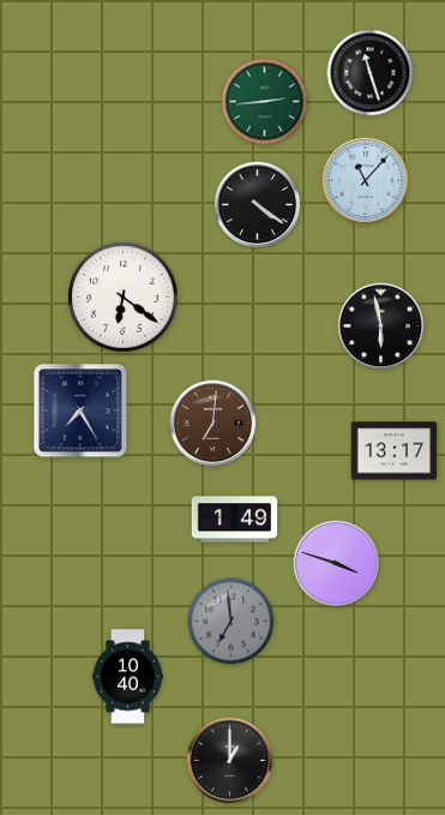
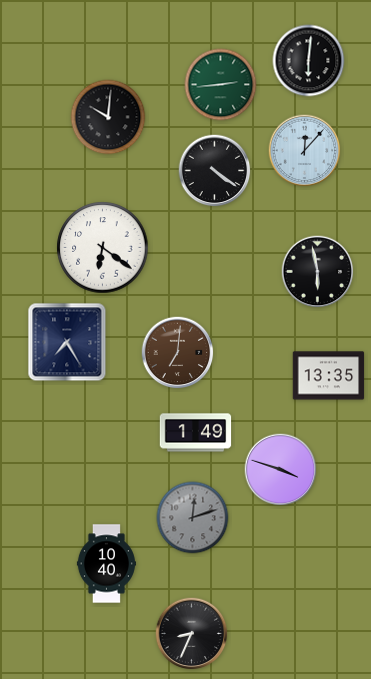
clock at (371, 73): 11:27 -> 6:01
clock at (108, 117): none -> 10:01
clock at (366, 181): 11:07 -> 12:07
clock at (395, 451): 13:17 -> 13:35
clock at (231, 622): 6:59 -> 12:12
clock at (230, 761): 1:00 -> 8:34
